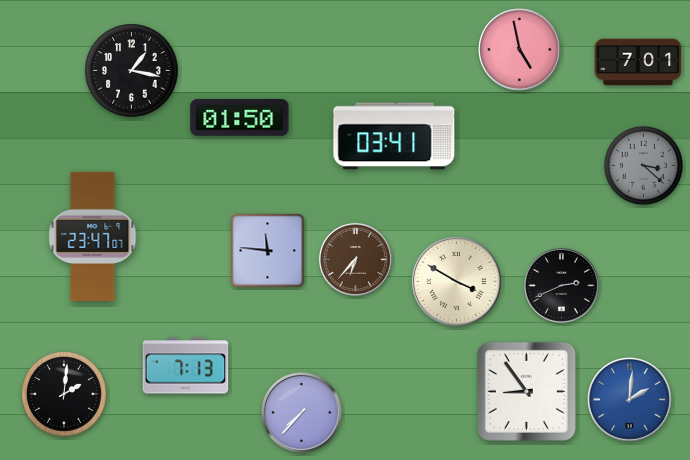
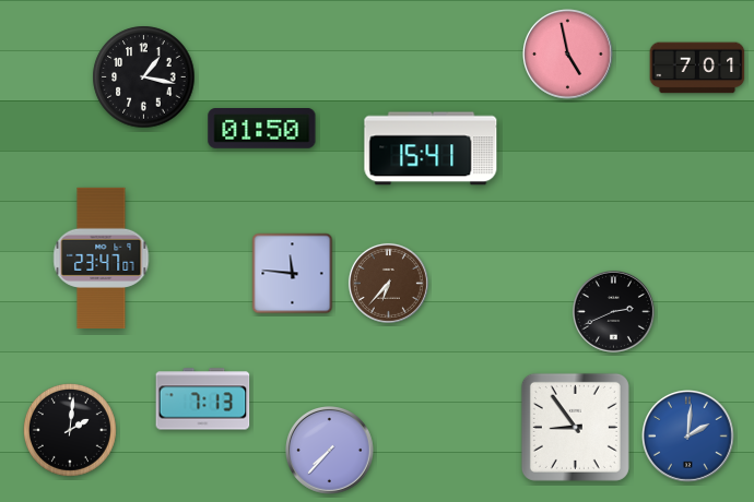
clock at (394, 136): 03:41 -> 15:41
clock at (643, 165): 3:22 -> none
clock at (457, 282): 3:50 -> none
